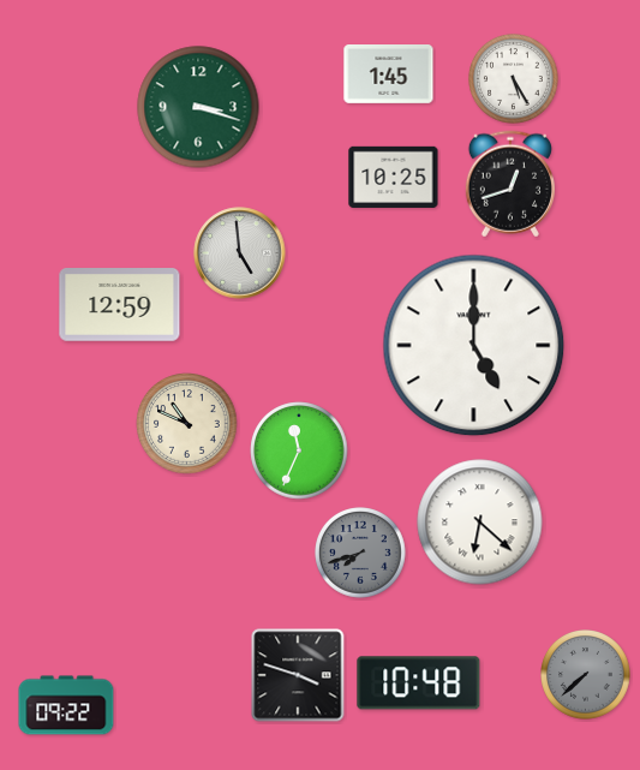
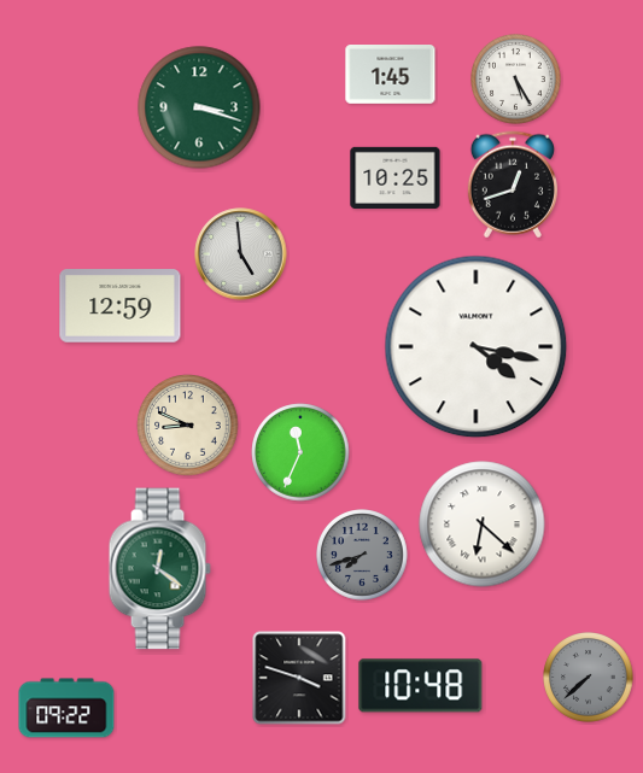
clock at (474, 346): 5:00 -> 4:17
clock at (187, 424): 10:49 -> 8:49
clock at (159, 569): none -> 12:21
